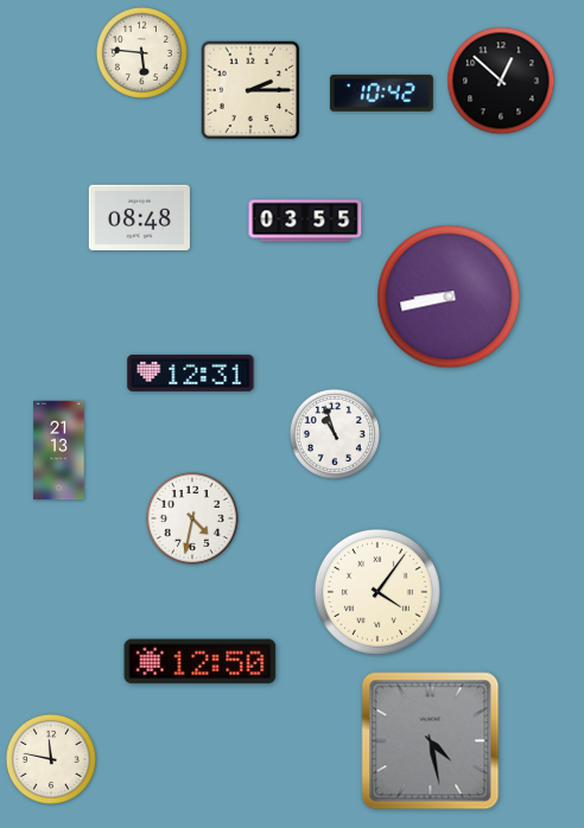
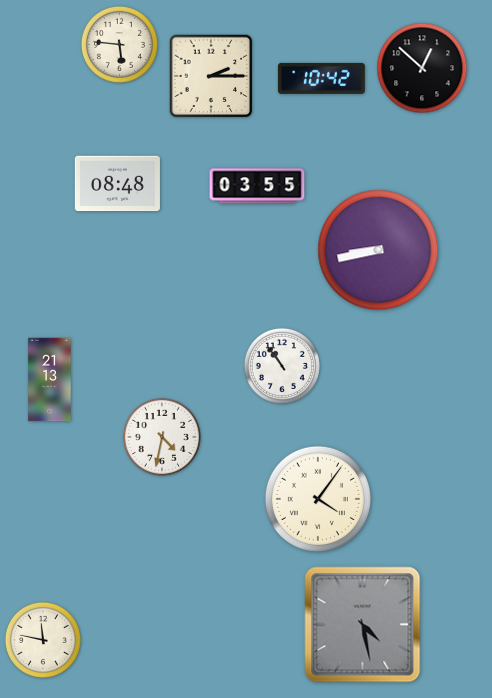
clock at (191, 372): 12:31 -> none
clock at (335, 434): 10:57 -> 10:54
clock at (201, 662): 12:50 -> none
